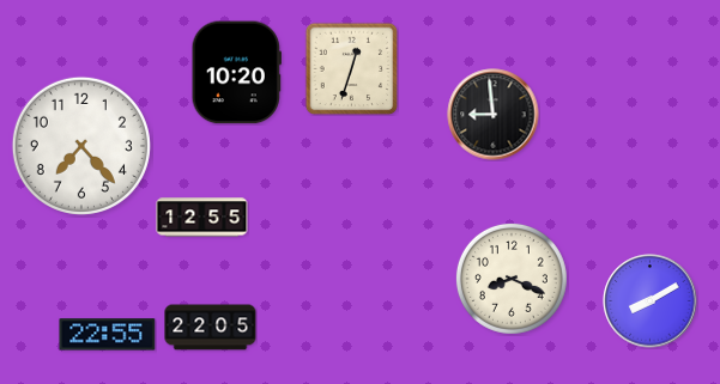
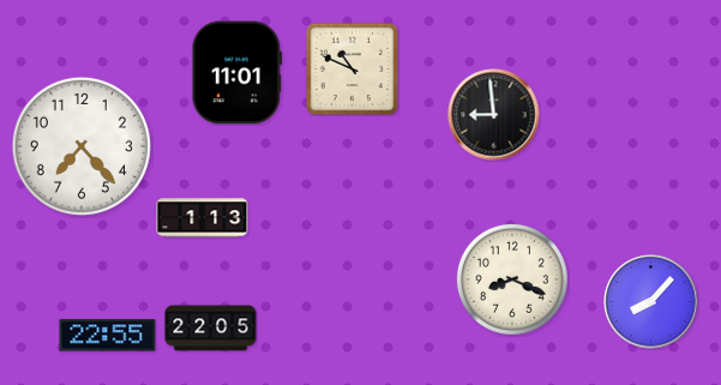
clock at (351, 68): 12:33 -> 10:49
clock at (236, 73): 10:20 -> 11:01
clock at (202, 218): 12:55 -> 1:13
clock at (651, 301): 8:10 -> 8:07
